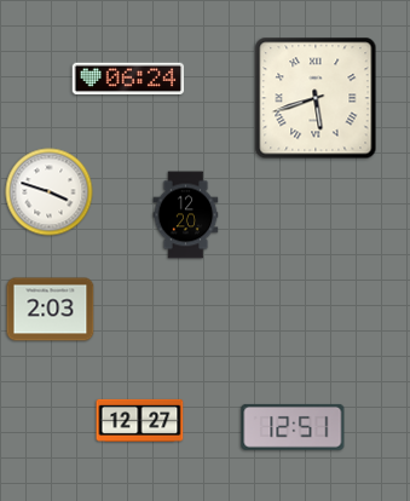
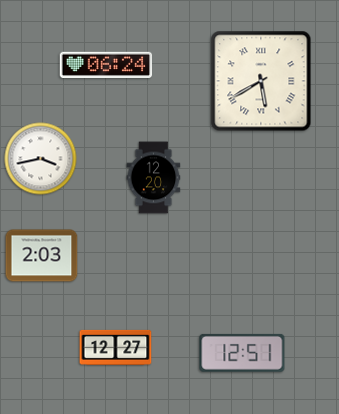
clock at (316, 98): 5:42 -> 5:40
clock at (50, 192): 3:48 -> 3:43
